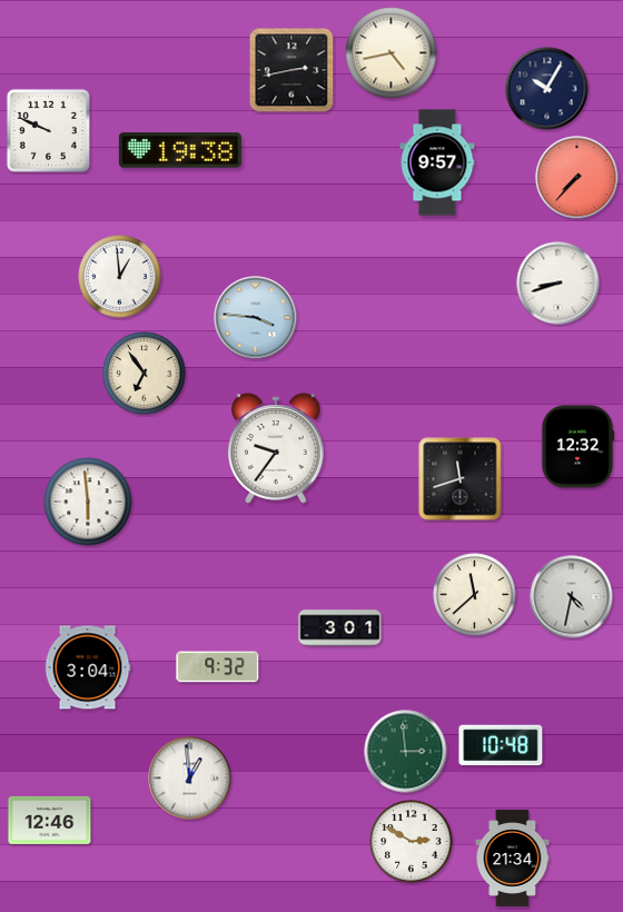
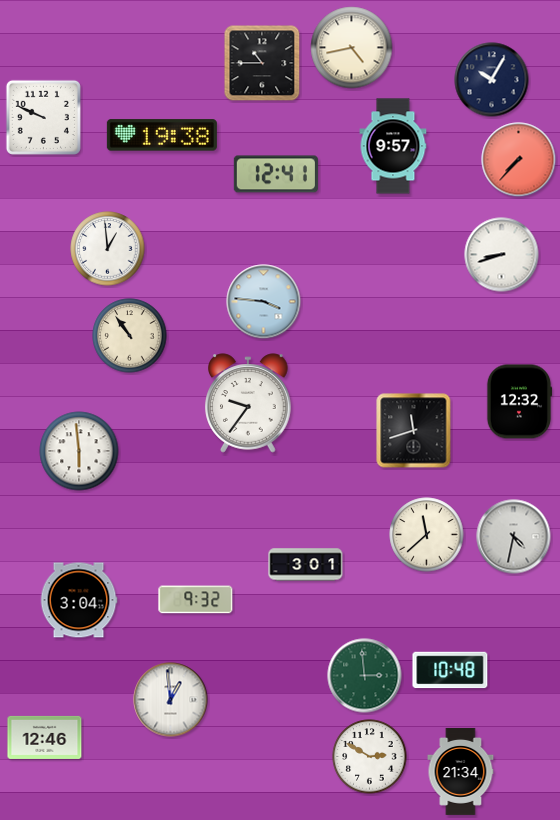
clock at (291, 70): 2:43 -> 10:45
clock at (276, 174): none -> 12:41
clock at (256, 318) position: (256, 318) -> (264, 302)
clock at (145, 374): 6:54 -> 10:54
